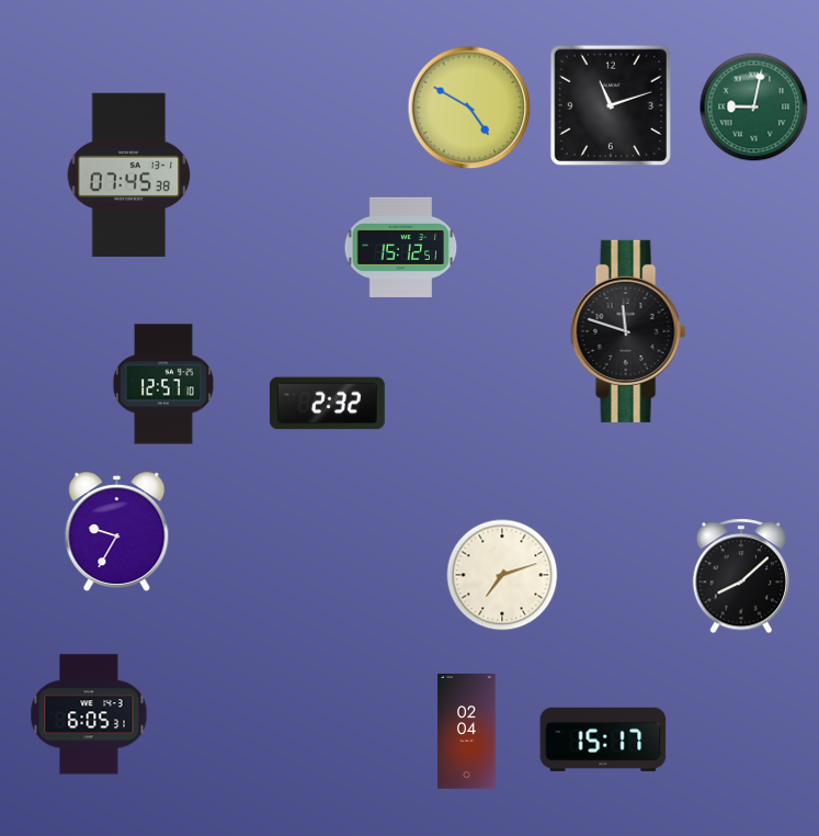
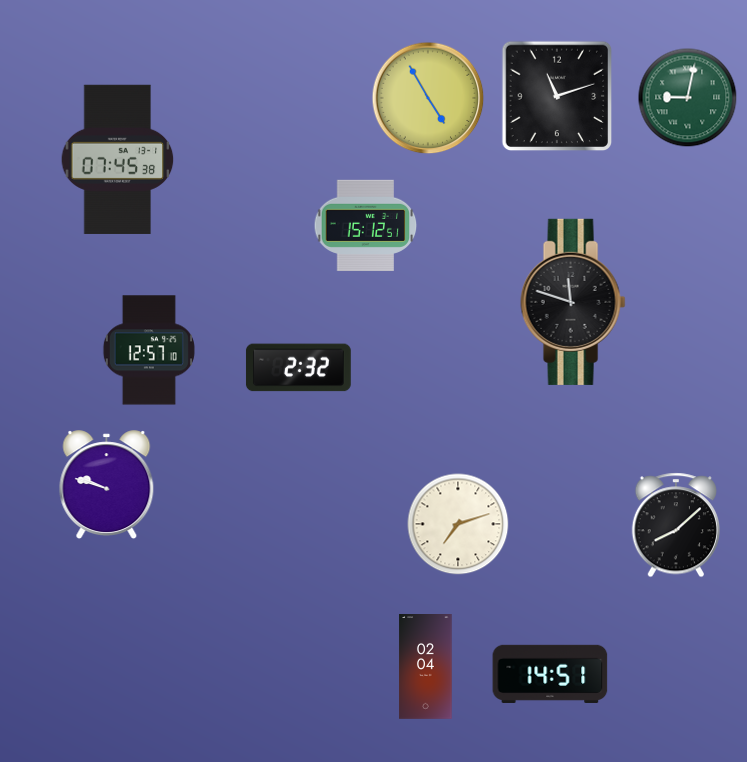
clock at (469, 108): 4:50 -> 4:55
clock at (117, 532): 9:35 -> 9:48
clock at (89, 714): 6:05 -> none
clock at (603, 739): 15:17 -> 14:51
